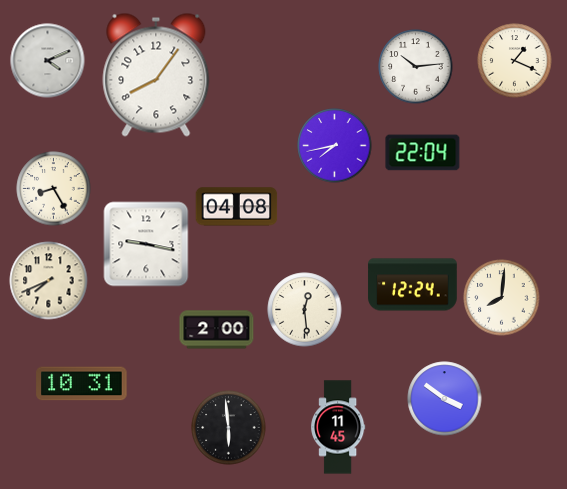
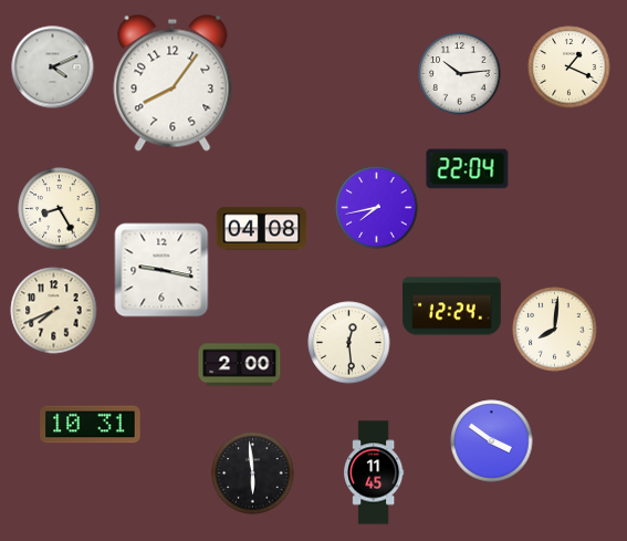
clock at (335, 146) position: (335, 146) -> (377, 208)
clock at (413, 285) position: (413, 285) -> (452, 306)
clock at (305, 310) position: (305, 310) -> (349, 343)
